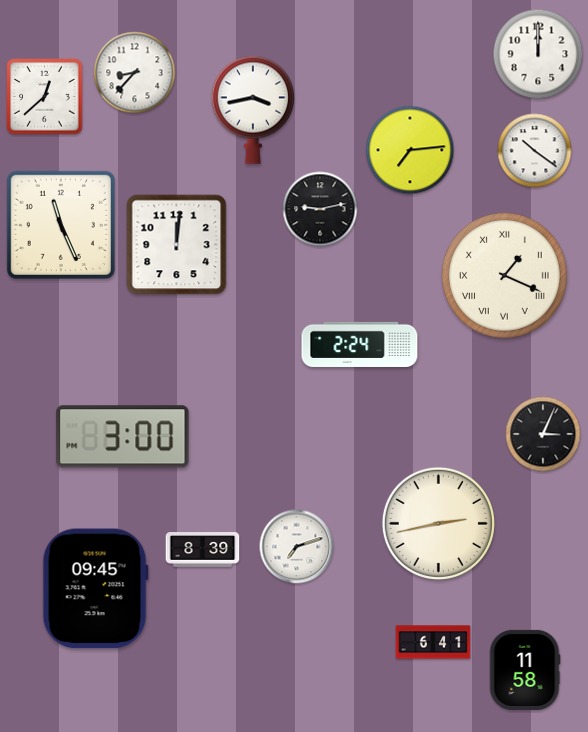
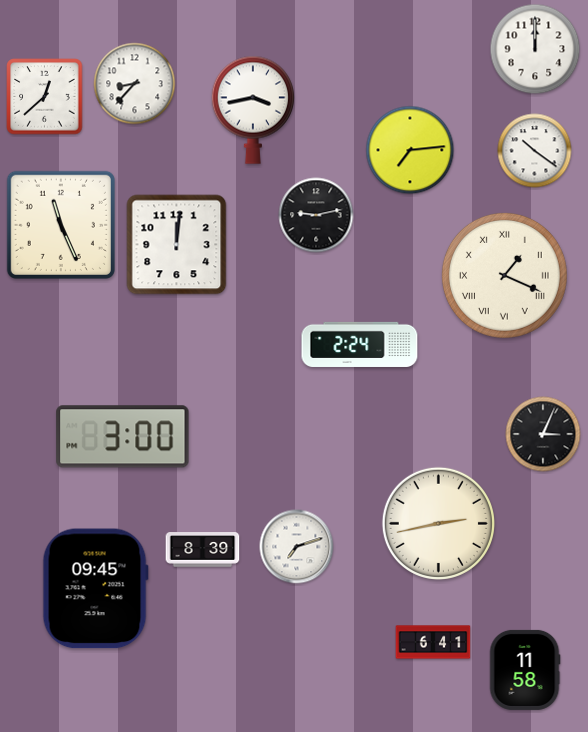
clock at (538, 54) position: (538, 54) -> (535, 49)
clock at (135, 73) position: (135, 73) -> (135, 84)
clock at (320, 209) position: (320, 209) -> (316, 215)
